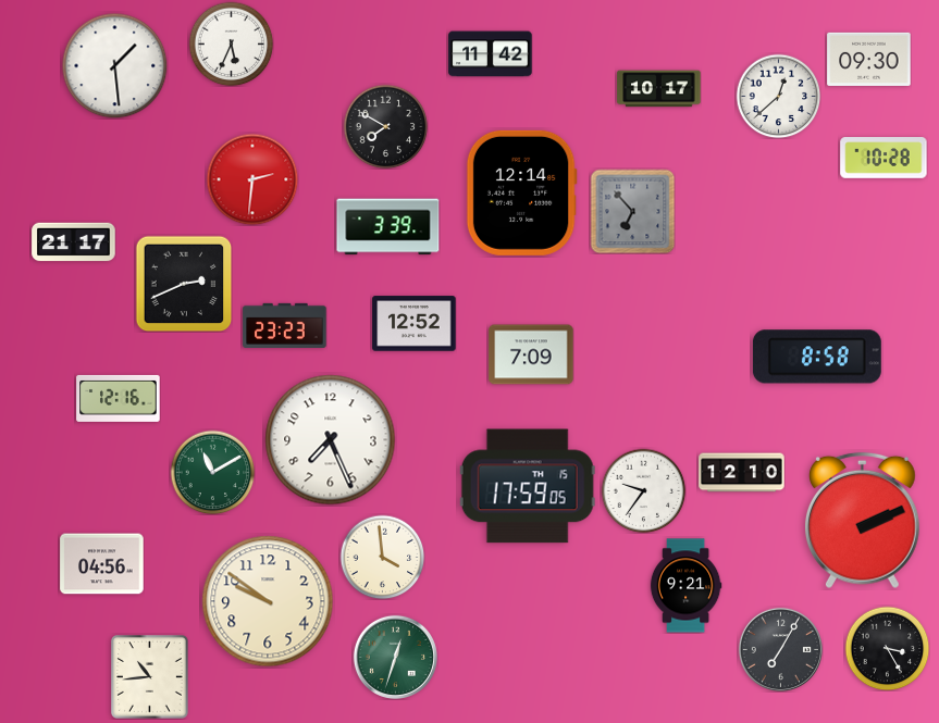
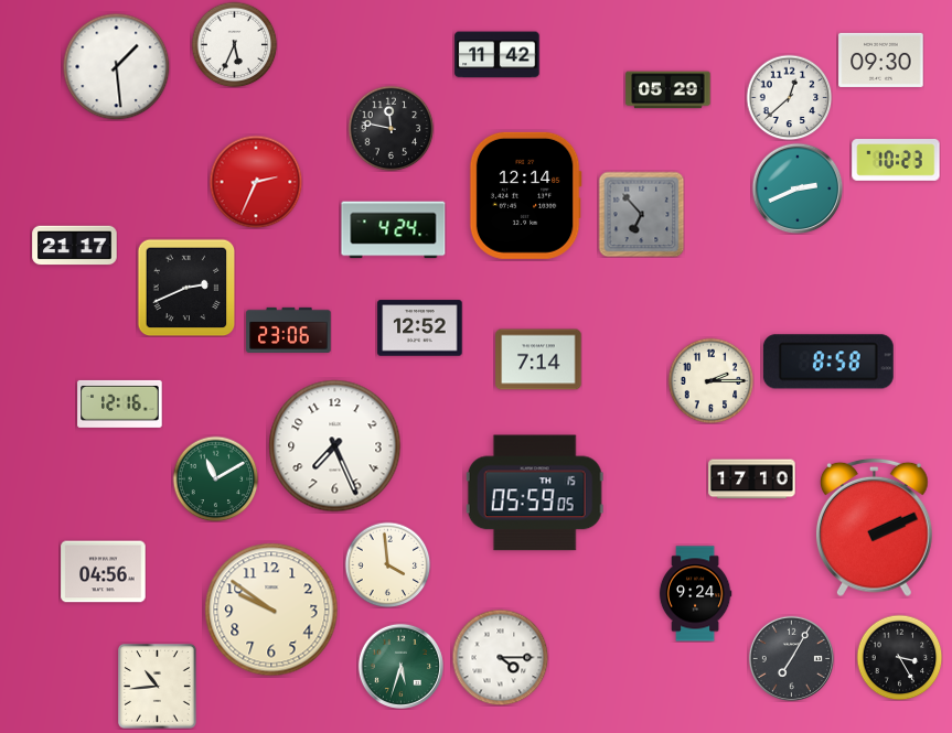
clock at (659, 89): 10:17 -> 05:29
clock at (385, 126): 7:50 -> 11:47
clock at (884, 158): 10:28 -> 10:23
clock at (252, 179): 2:31 -> 2:34
clock at (798, 188): none -> 2:41
clock at (521, 192) position: (521, 192) -> (525, 195)
clock at (388, 227): 3:39 -> 4:24
clock at (285, 325): 23:23 -> 23:06
clock at (531, 354): 7:09 -> 7:14
clock at (710, 380): none -> 2:15
clock at (742, 473): 12:10 -> 17:10
clock at (528, 486): 17:59 -> 05:59
clock at (643, 490): 9:36 -> none
clock at (685, 586): 9:21 -> 9:24
clock at (500, 657): none -> 4:15
clock at (395, 657): 12:33 -> 5:33
clock at (150, 677) position: (150, 677) -> (158, 687)
